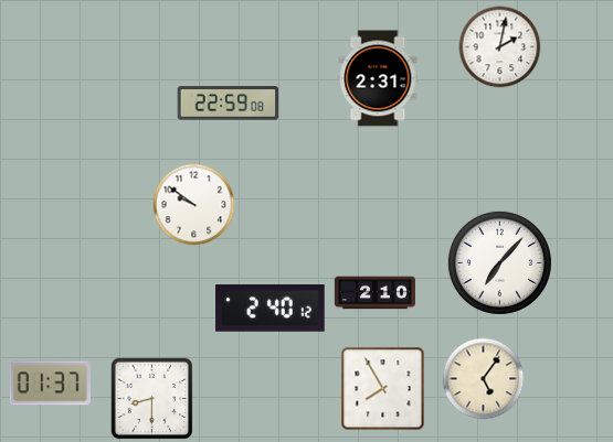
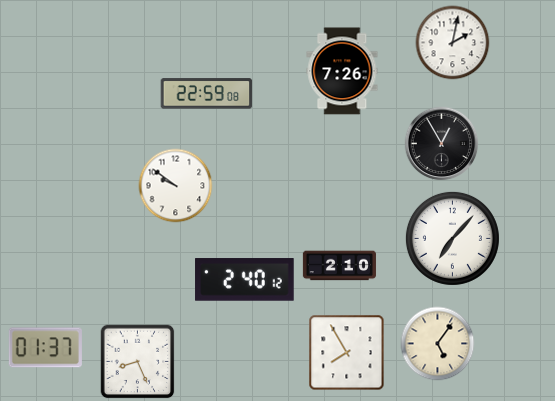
clock at (378, 78): 2:31 -> 7:26
clock at (442, 144): none -> 12:55
clock at (152, 399): 8:30 -> 8:26
